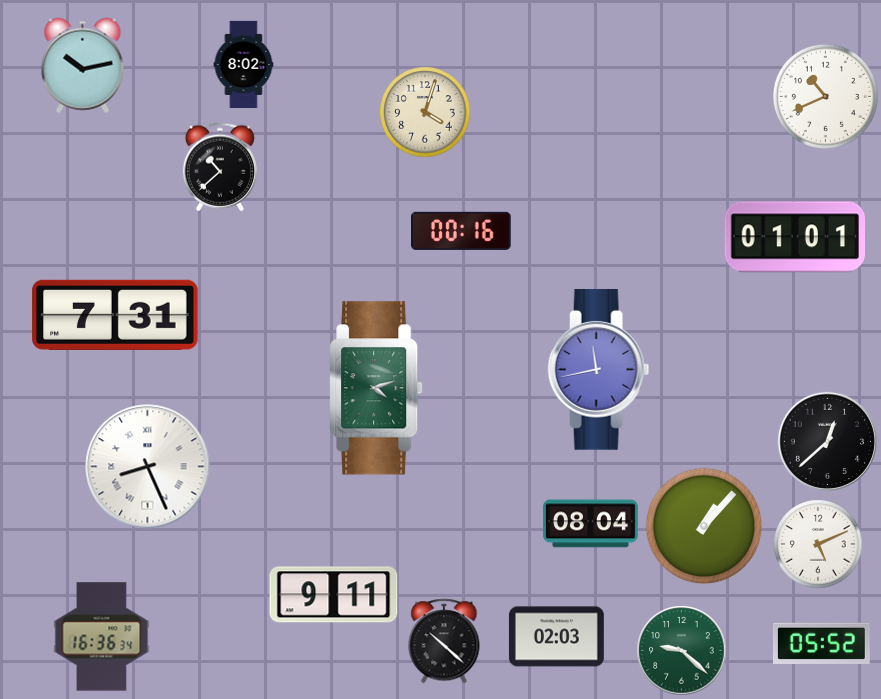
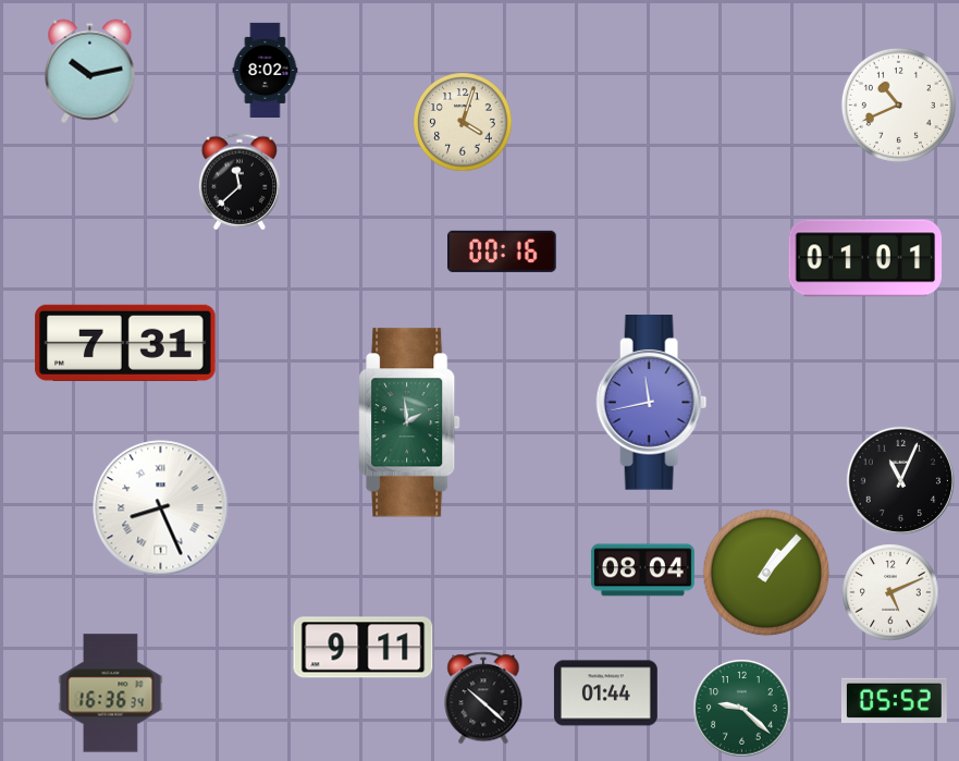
clock at (220, 167): 10:38 -> 11:38
clock at (376, 388): 4:12 -> 1:59
clock at (827, 441): 12:38 -> 11:04
clock at (556, 637): 02:03 -> 01:44
